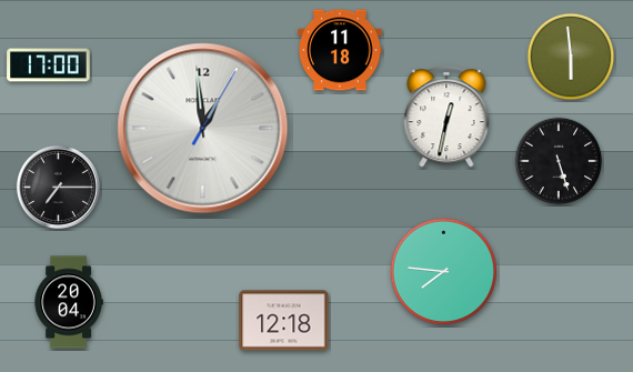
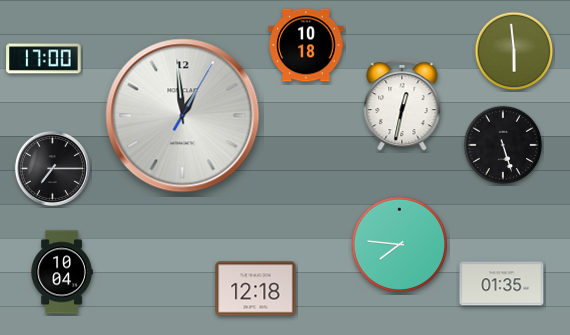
clock at (340, 50): 11:18 -> 10:18
clock at (69, 302): 20:04 -> 10:04
clock at (502, 284): none -> 01:35
